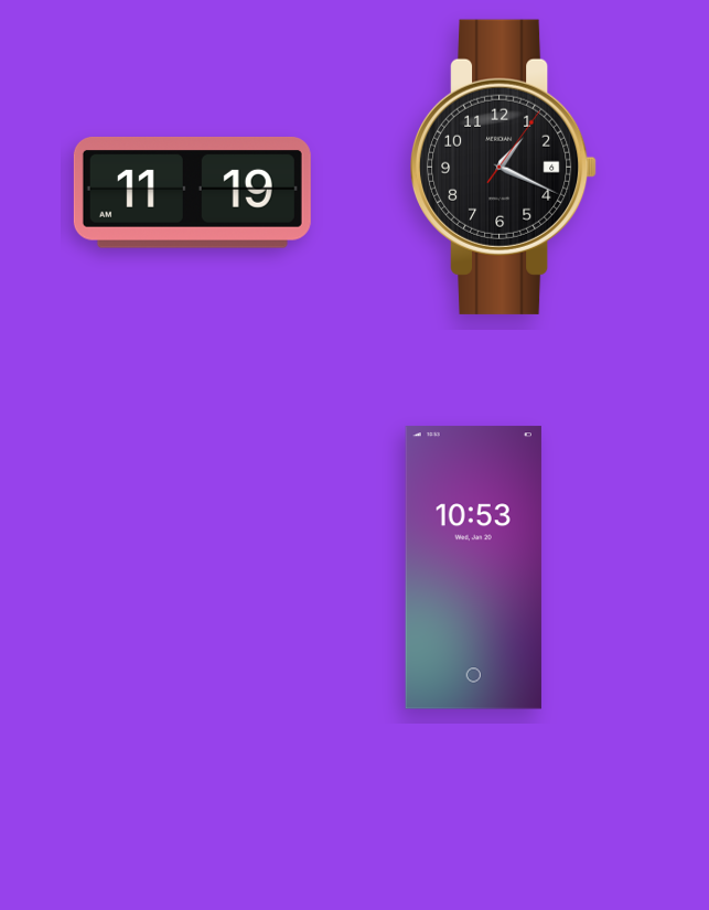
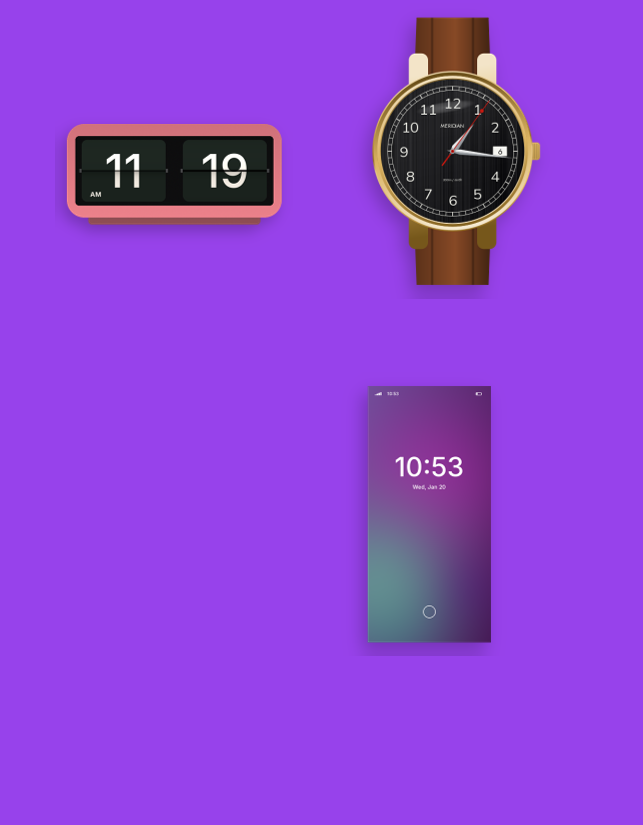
clock at (505, 167): 1:19 -> 1:16
